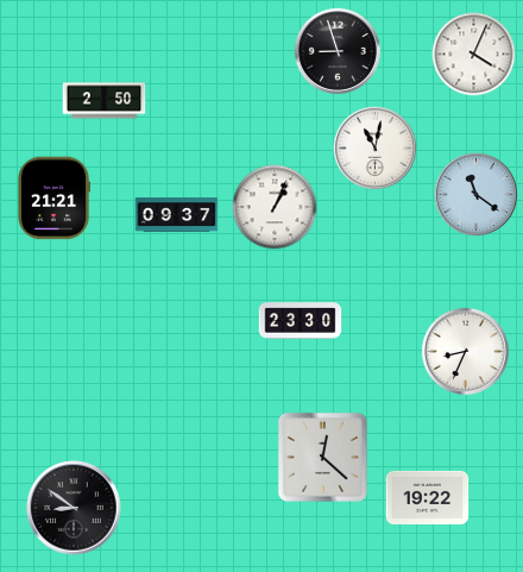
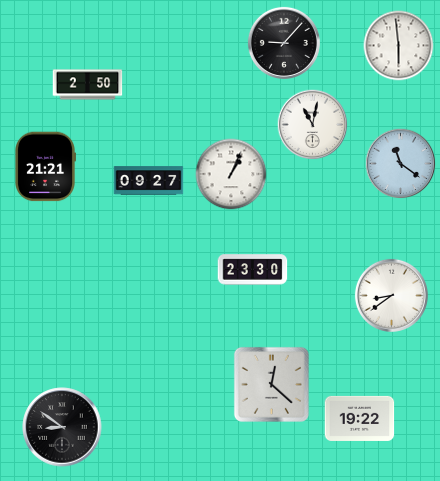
clock at (338, 51): 8:57 -> 9:07
clock at (474, 55): 4:04 -> 5:59
clock at (376, 149) position: (376, 149) -> (313, 125)
clock at (177, 215): 09:37 -> 09:27
clock at (465, 351): 8:34 -> 8:39
